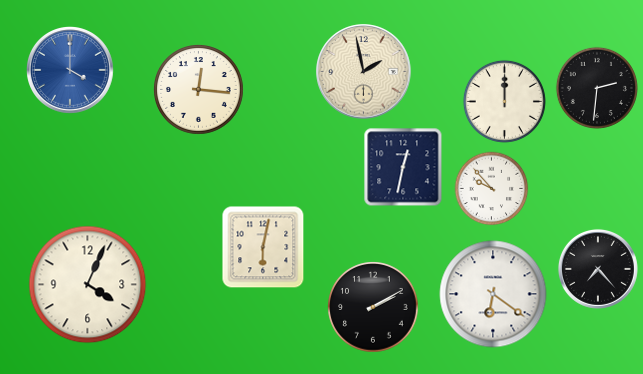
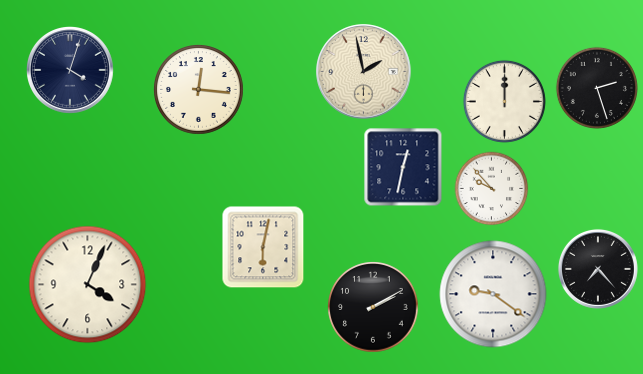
clock at (71, 71): 4:00 -> 4:03
clock at (71, 71) dial: blue -> navy
clock at (597, 88): 2:31 -> 2:27
clock at (493, 294): 6:21 -> 9:21
